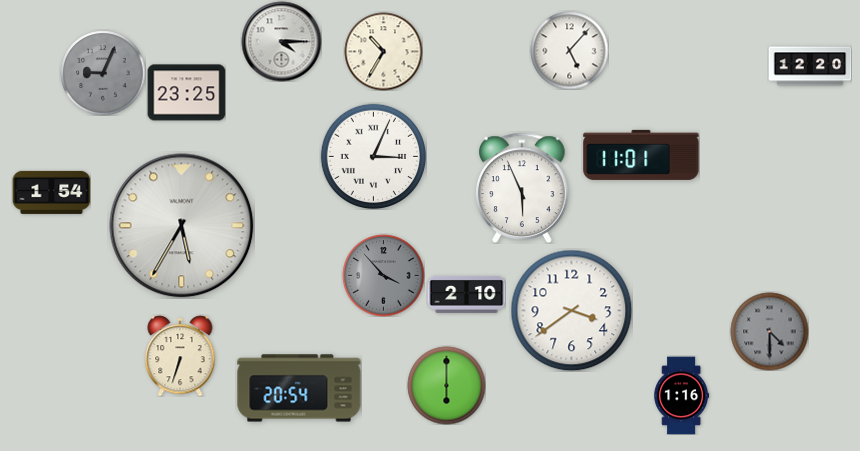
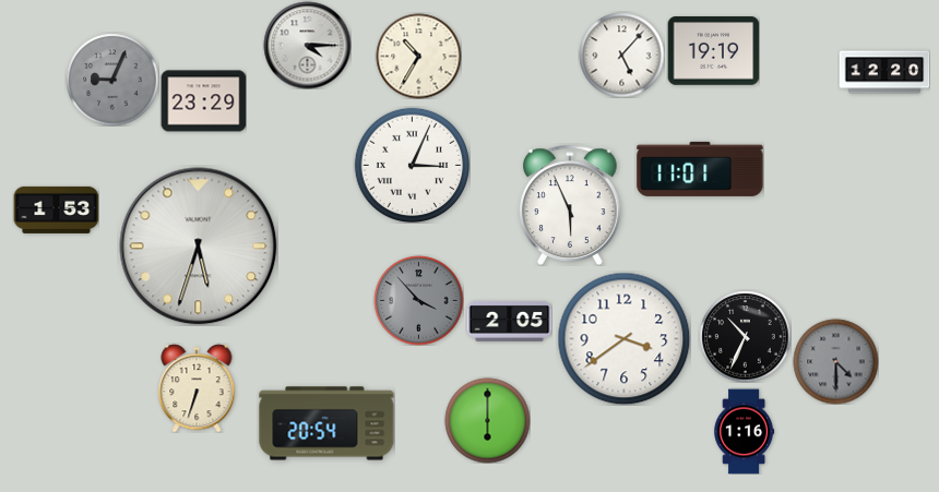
clock at (713, 51): none -> 19:19
clock at (186, 93): 23:25 -> 23:29
clock at (373, 156) position: (373, 156) -> (412, 165)
clock at (51, 192): 1:54 -> 1:53
clock at (182, 226): 5:35 -> 5:33
clock at (466, 294): 2:10 -> 2:05
clock at (745, 336): none -> 10:34
clock at (769, 331) position: (769, 331) -> (835, 361)
